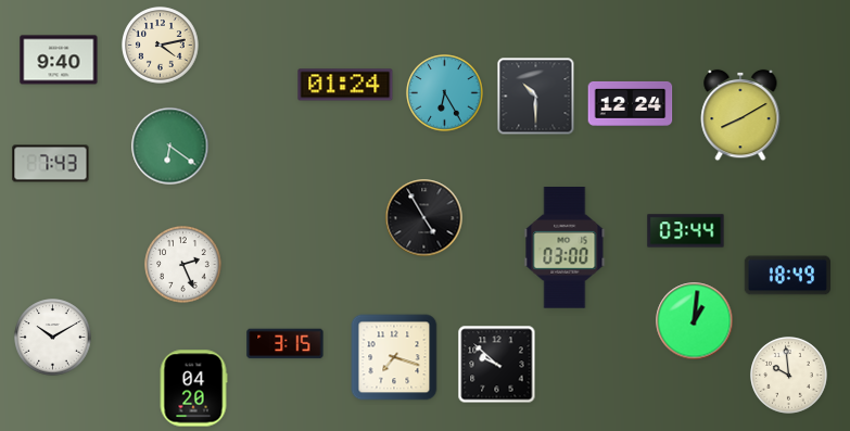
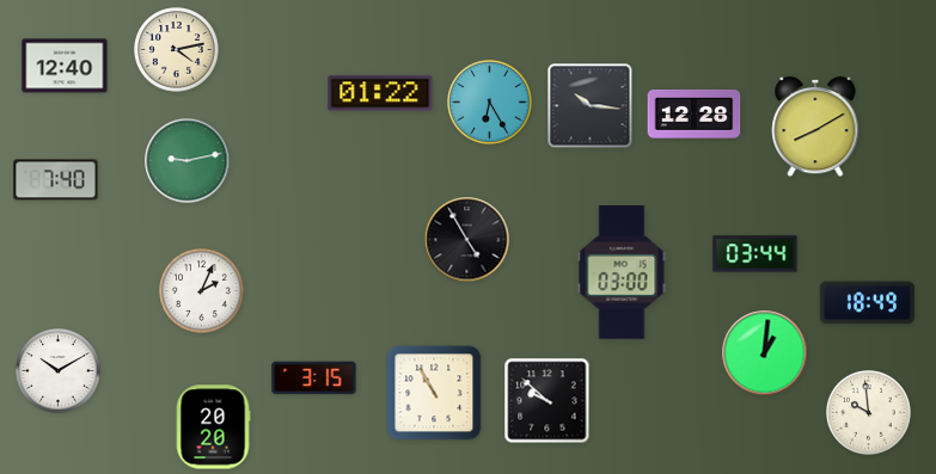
clock at (59, 60): 9:40 -> 12:40
clock at (345, 85): 01:24 -> 01:22
clock at (536, 97): 10:30 -> 10:16
clock at (631, 103): 12:24 -> 12:28
clock at (170, 147): 6:21 -> 9:13
clock at (51, 164): 7:43 -> 7:40
clock at (183, 265): 2:26 -> 2:04
clock at (394, 357): 7:18 -> 10:55
clock at (193, 389): 04:20 -> 20:20
